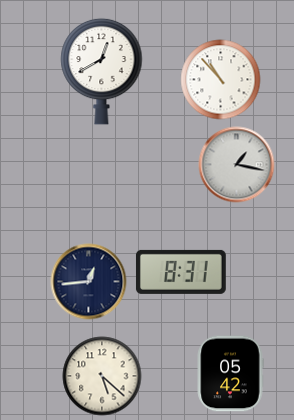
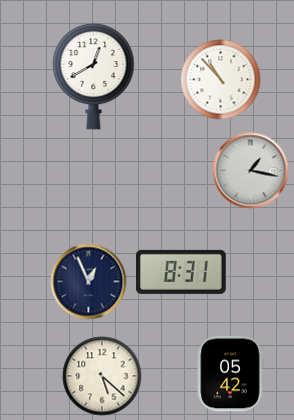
clock at (102, 71) position: (102, 71) -> (94, 76)
clock at (237, 165) position: (237, 165) -> (251, 171)
clock at (89, 282): 12:44 -> 12:56
